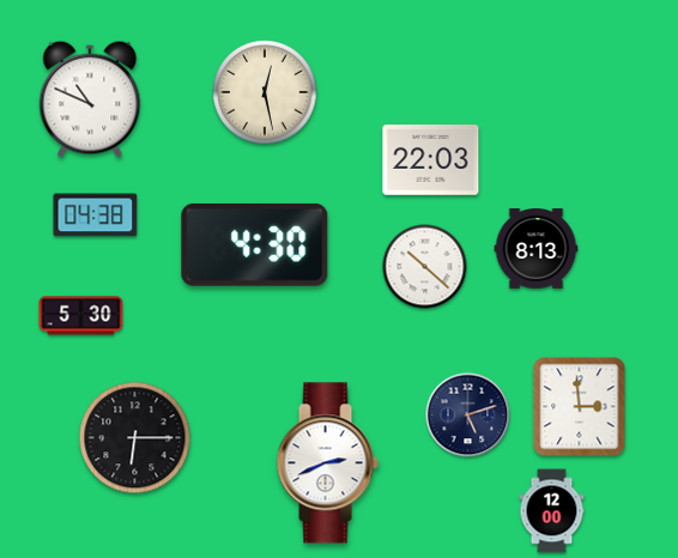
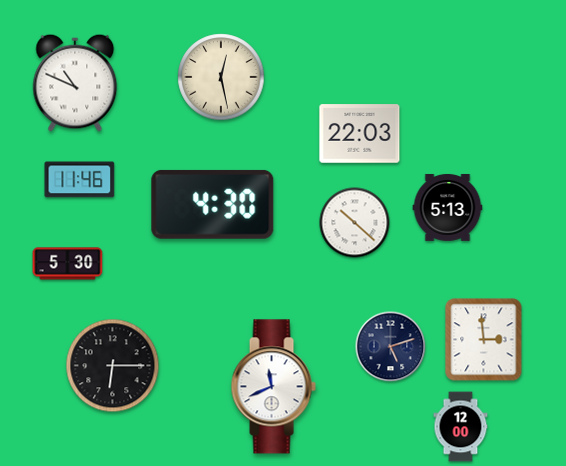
clock at (96, 216): 04:38 -> 11:46
clock at (537, 248): 8:13 -> 5:13
clock at (327, 463): 2:41 -> 11:41
